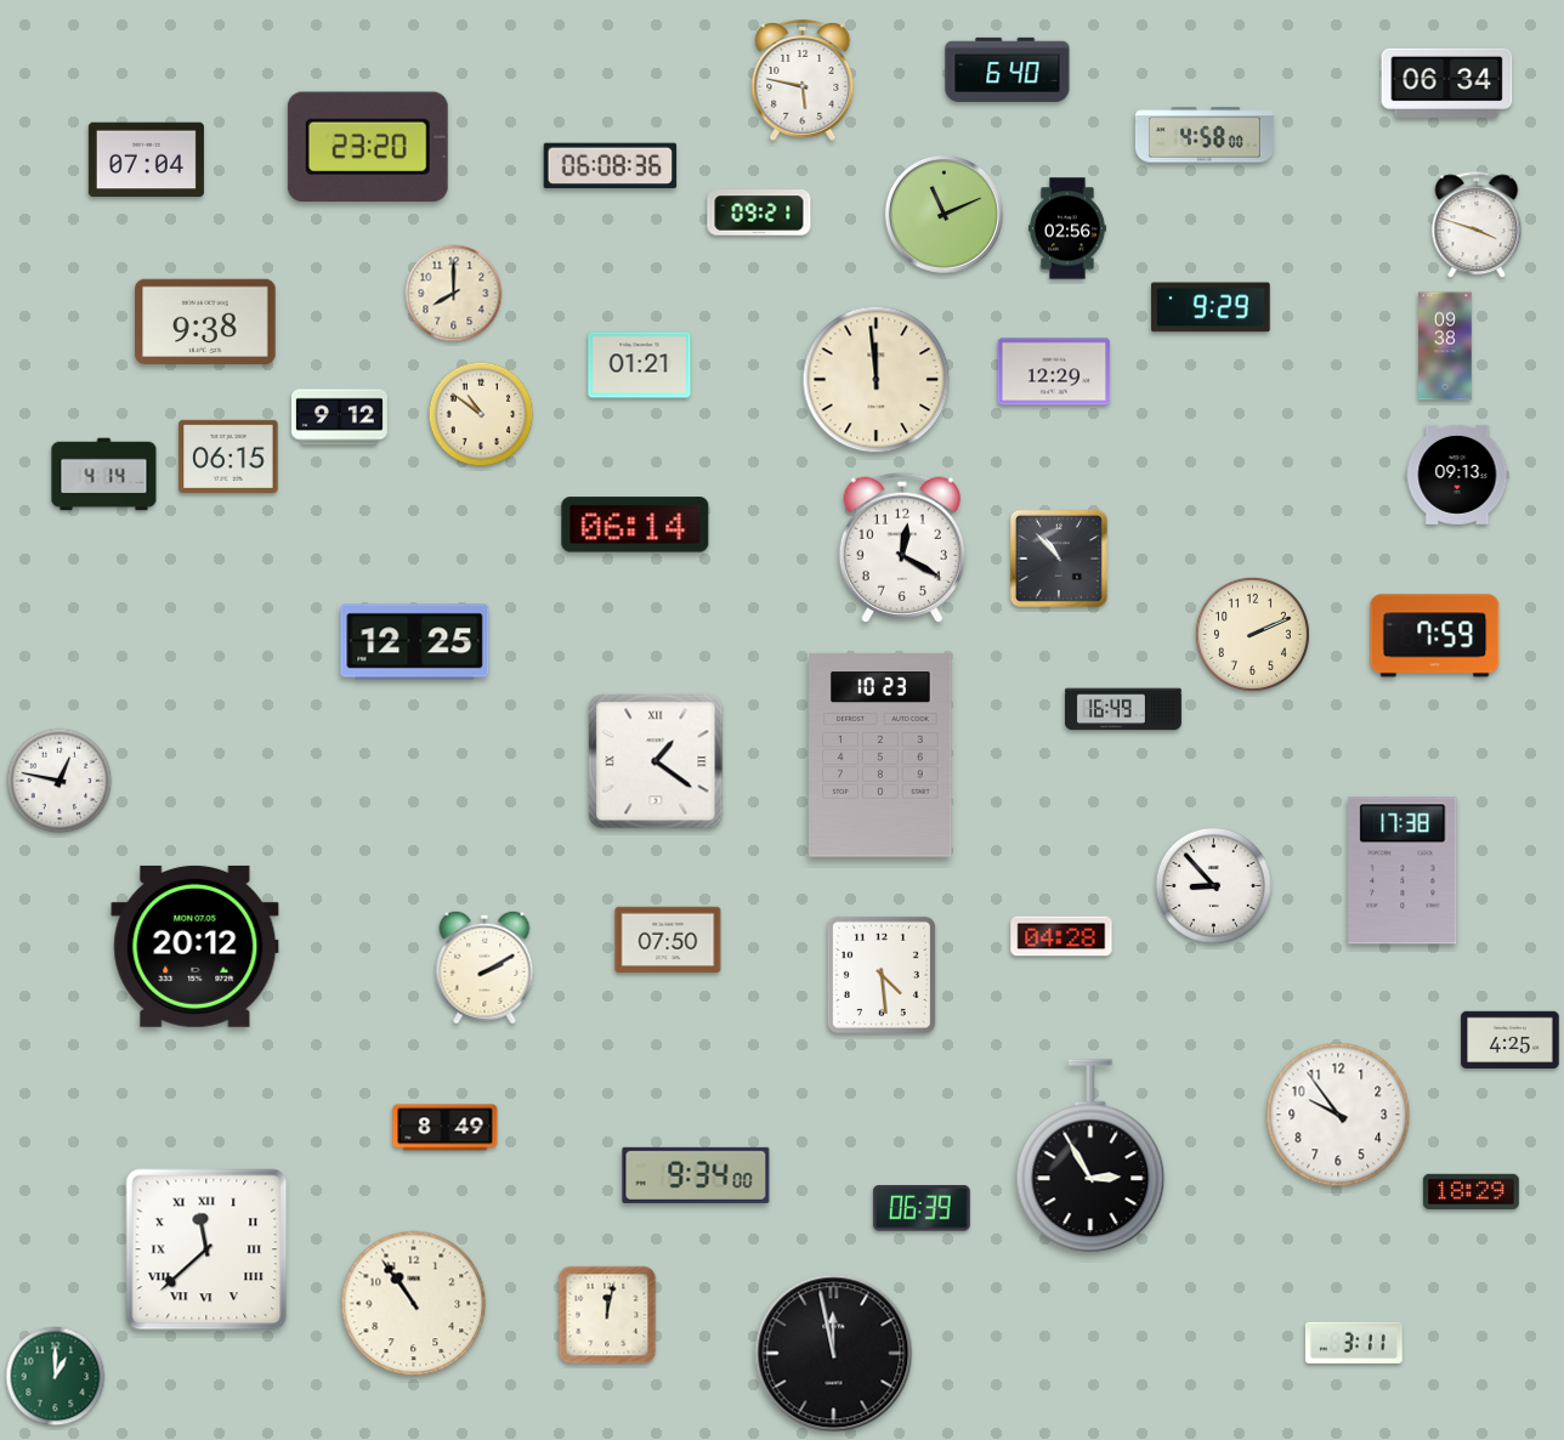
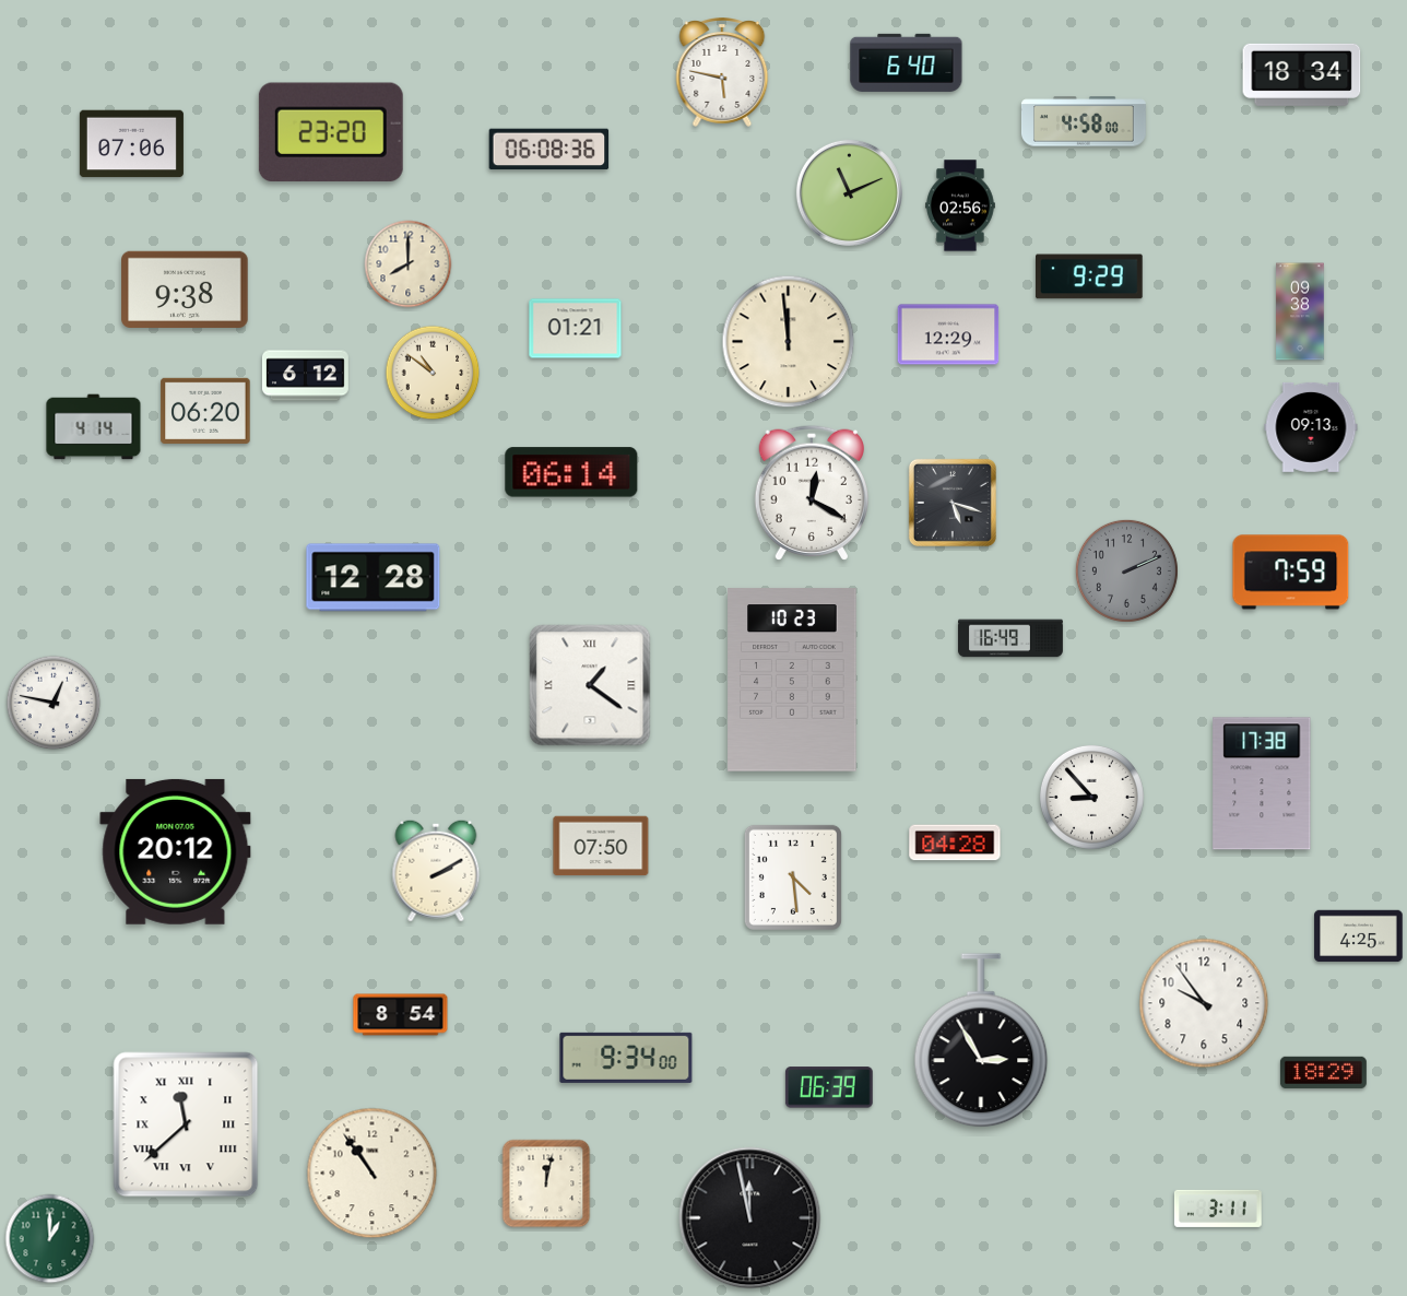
clock at (1447, 83): 06:34 -> 18:34
clock at (146, 160): 07:04 -> 07:06
clock at (759, 212): 09:21 -> none
clock at (1477, 226): 3:48 -> none
clock at (339, 418): 9:12 -> 6:12
clock at (228, 457): 06:15 -> 06:20
clock at (1059, 559): 10:53 -> 5:18
clock at (1252, 634) dial: cream -> grey
clock at (415, 642): 12:25 -> 12:28
clock at (446, 1128): 8:49 -> 8:54
